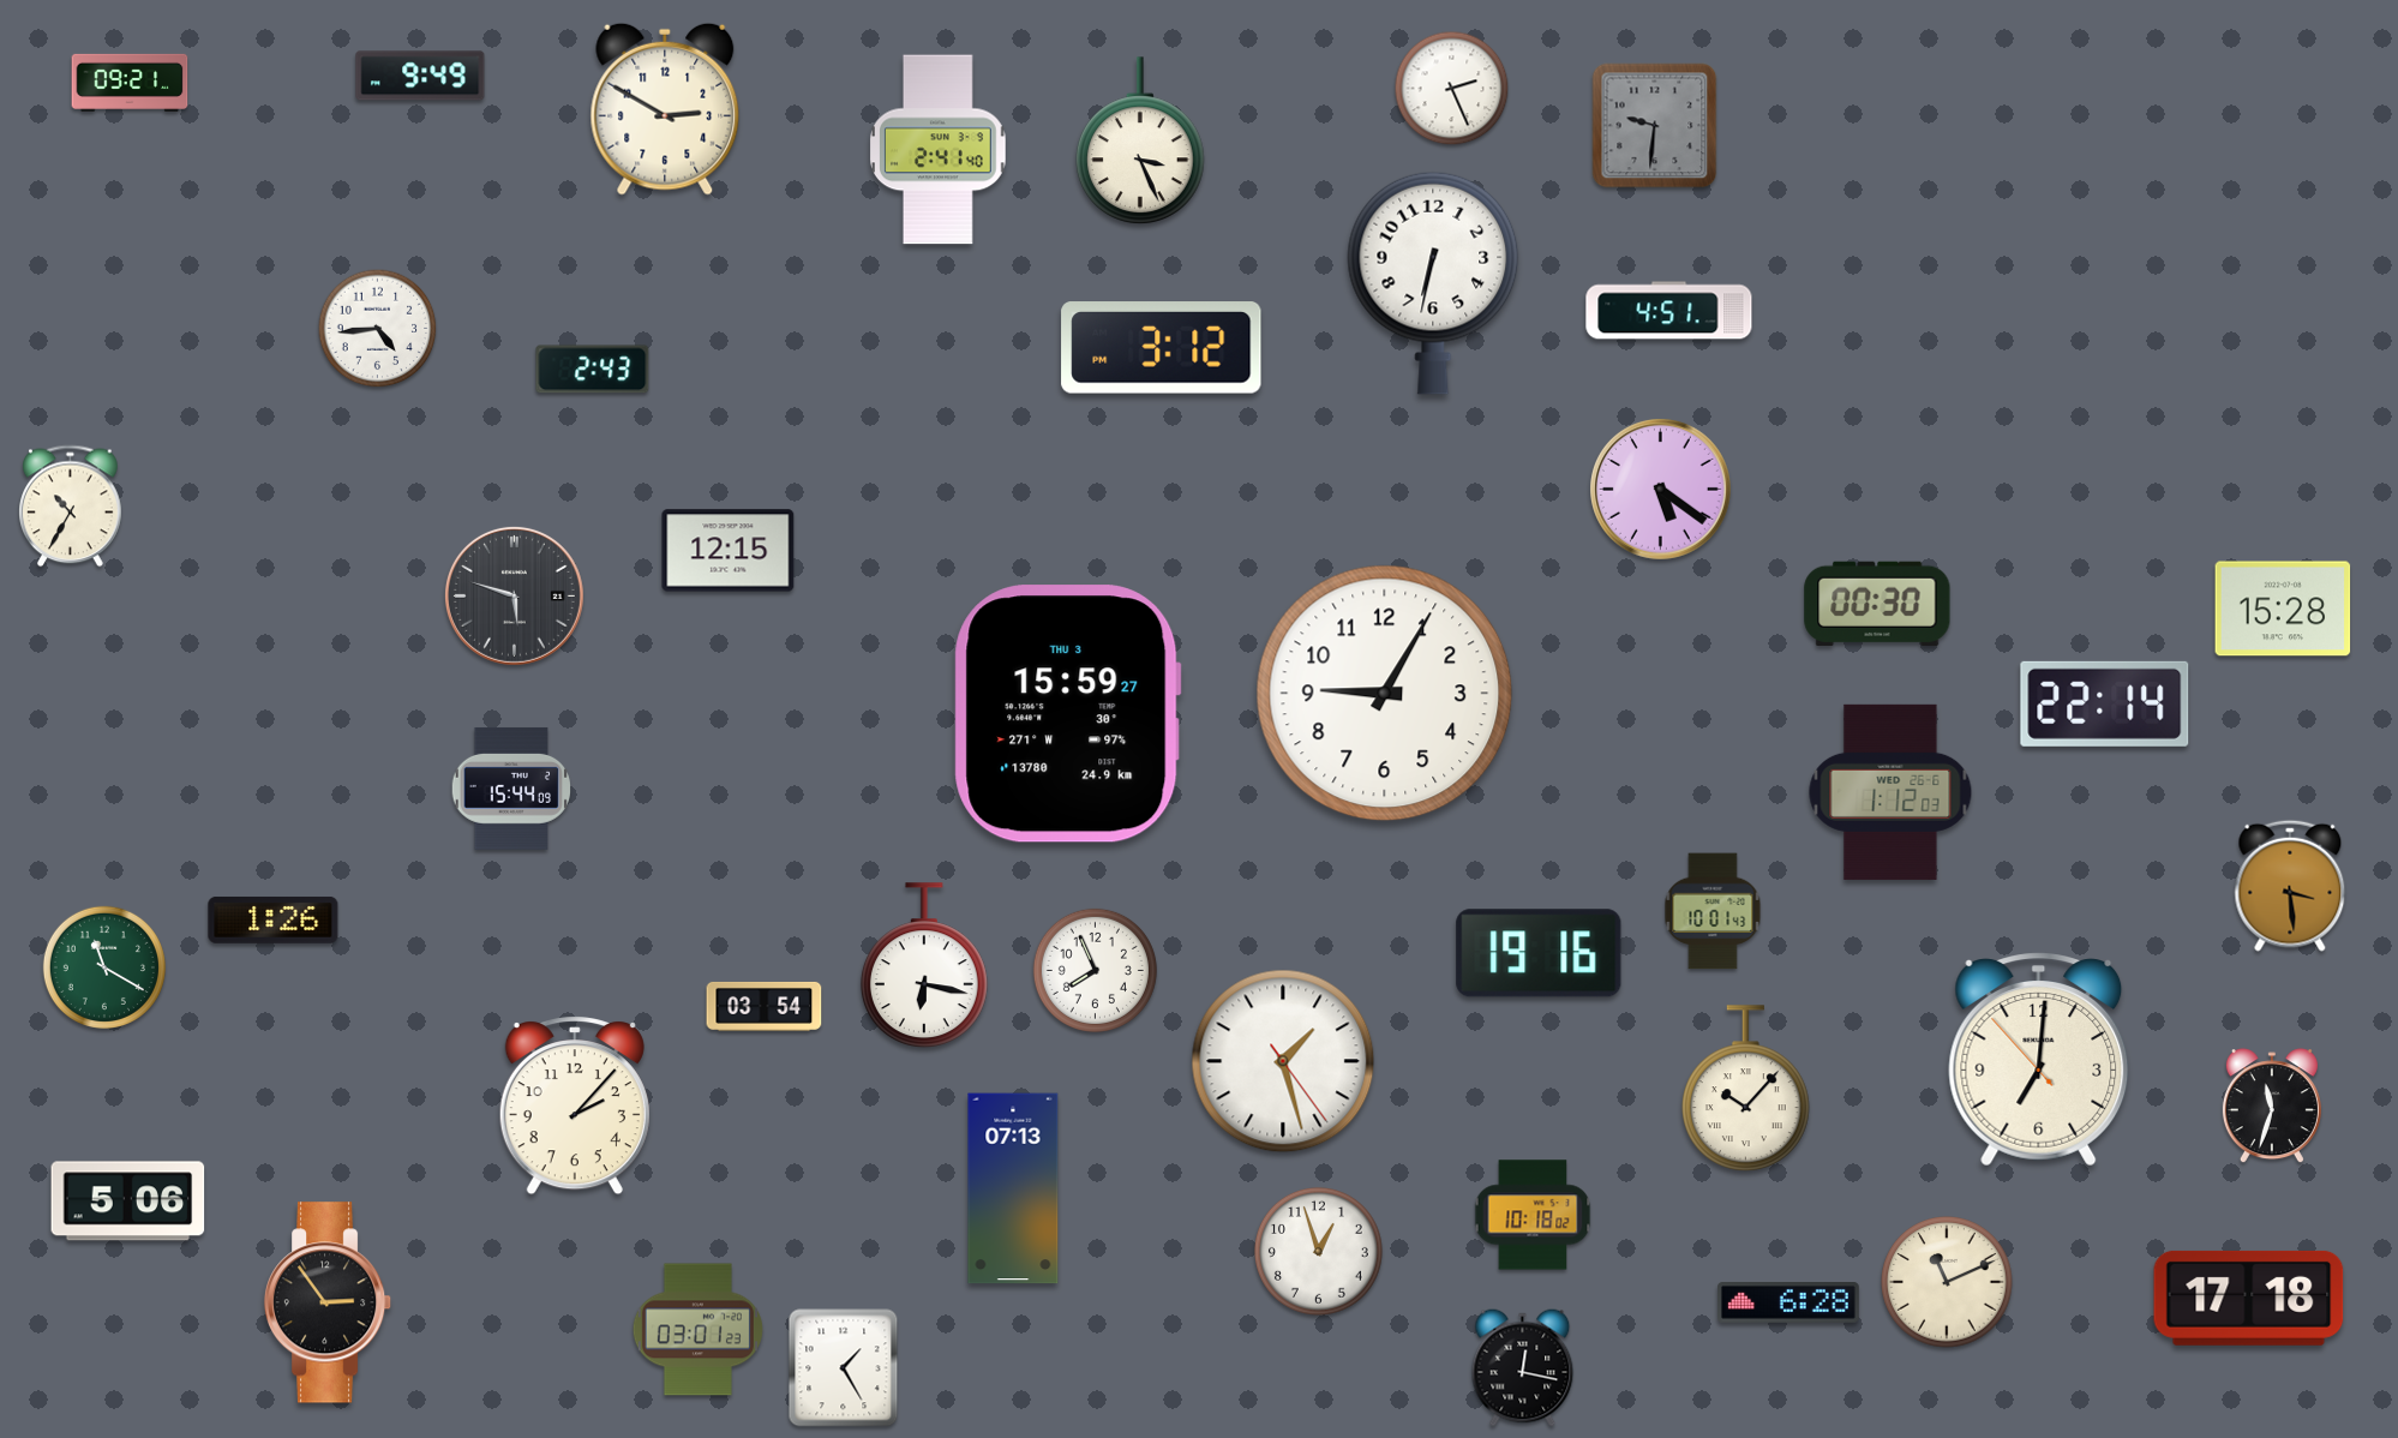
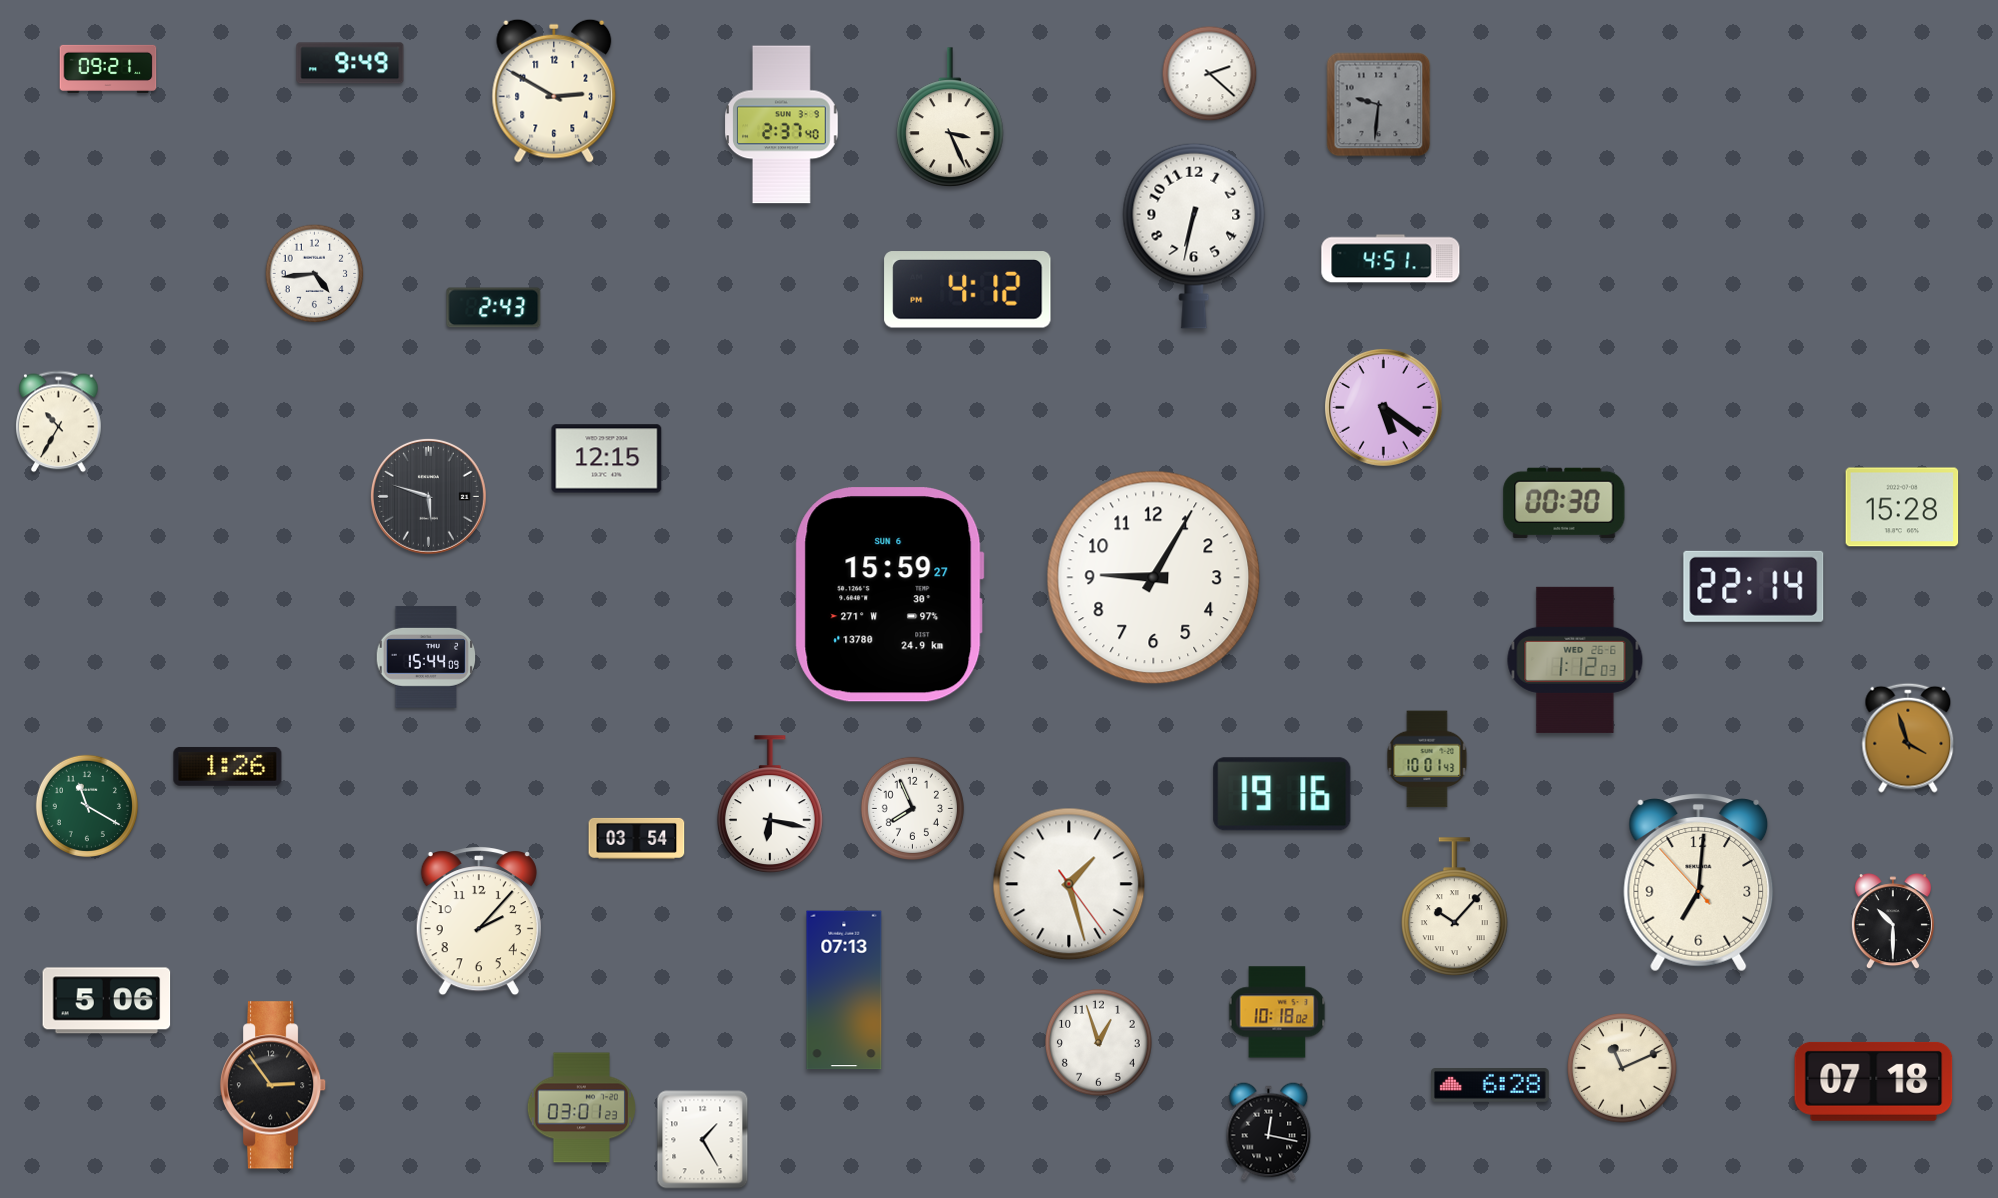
clock at (1452, 89): 2:26 -> 2:22
clock at (939, 150): 2:41 -> 2:37
clock at (1162, 348): 3:12 -> 4:12
clock at (1067, 714) date: THU 3 -> SUN 6
clock at (2290, 886): 3:29 -> 3:57
clock at (2272, 1107): 11:33 -> 10:30
clock at (2249, 1298): 17:18 -> 07:18
clock at (1523, 1368) position: (1523, 1368) -> (1269, 1132)
